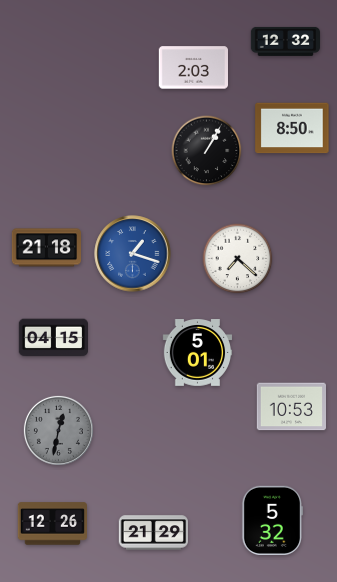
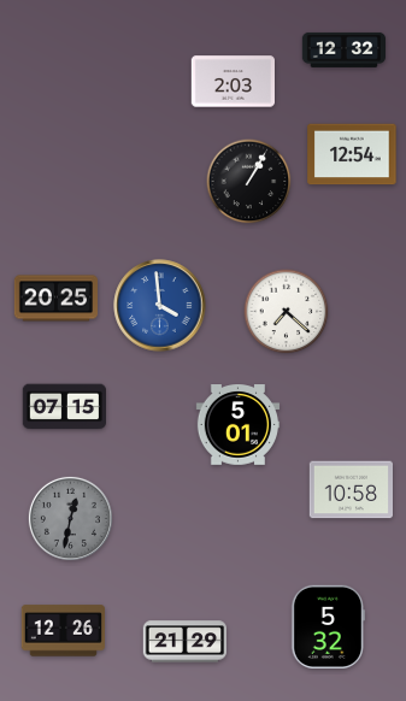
clock at (292, 128): 8:50 -> 12:54
clock at (47, 248): 21:18 -> 20:25
clock at (133, 254): 1:18 -> 3:59
clock at (53, 338): 04:15 -> 07:15
clock at (291, 407): 10:53 -> 10:58
